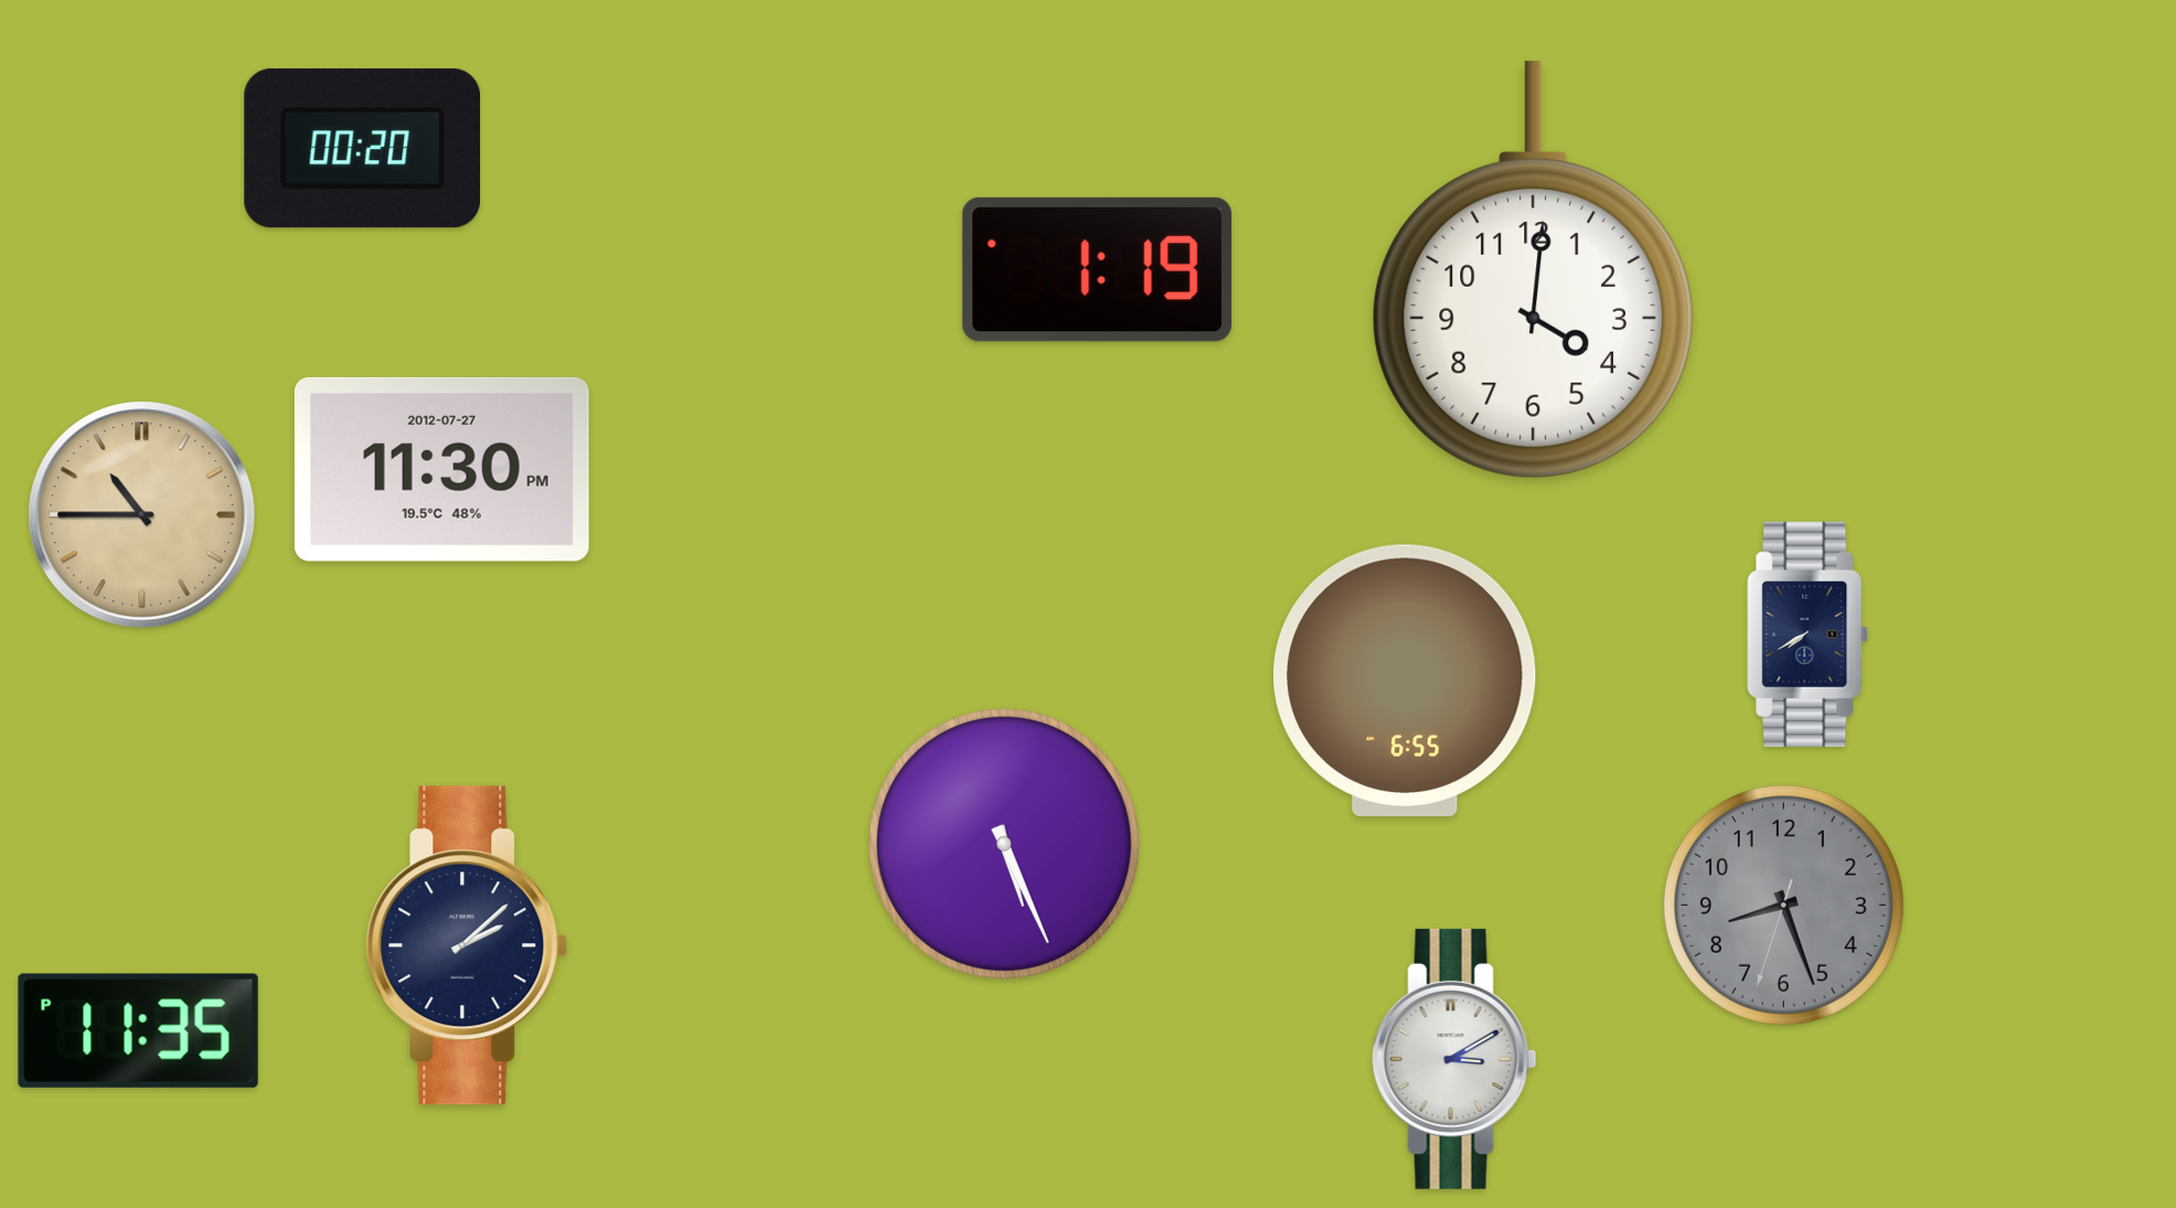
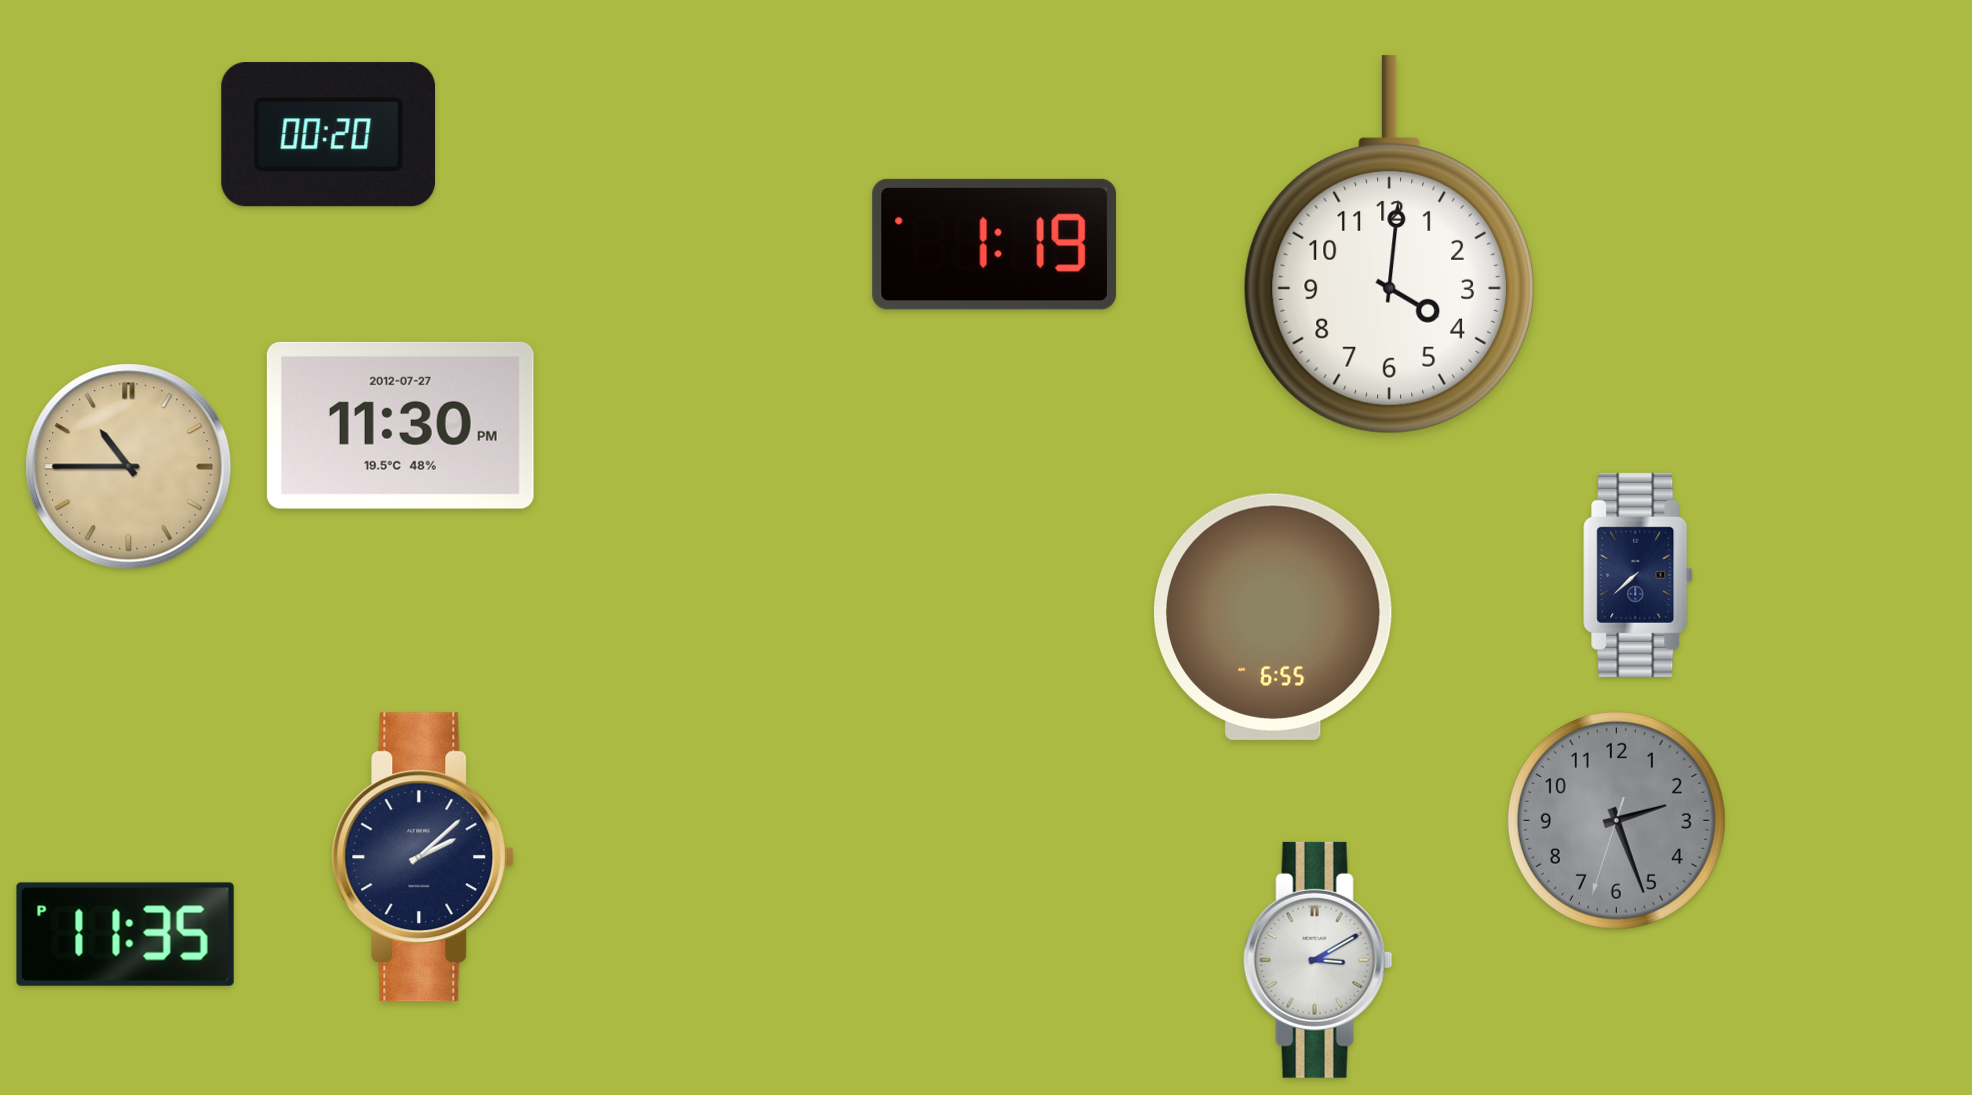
clock at (1807, 634): 7:40 -> 7:38
clock at (1004, 844): 5:26 -> none
clock at (1783, 905): 8:26 -> 2:26
